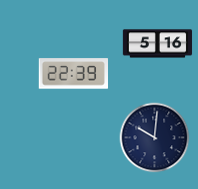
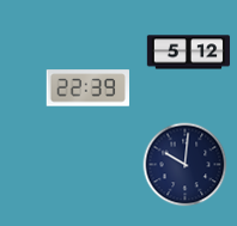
clock at (158, 44): 5:16 -> 5:12
